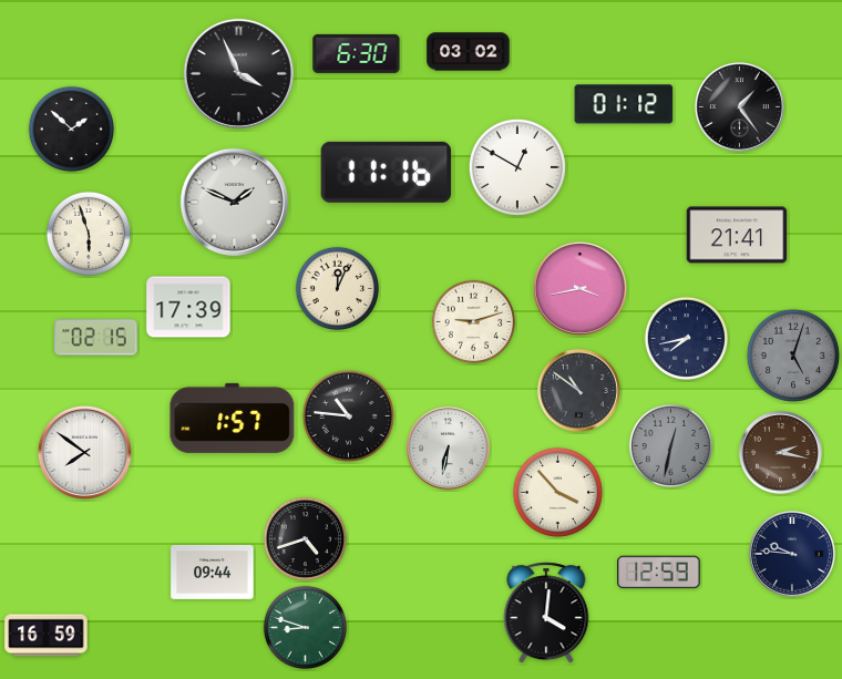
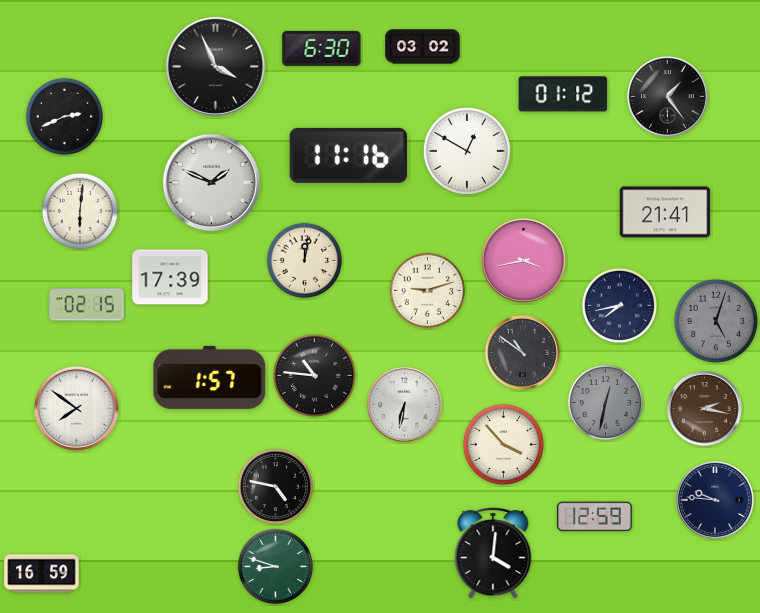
clock at (71, 128): 1:52 -> 2:41
clock at (88, 233): 5:57 -> 6:01
clock at (337, 288): 12:04 -> 12:02
clock at (305, 538): 4:42 -> 4:47
clock at (213, 573): 09:44 -> none
